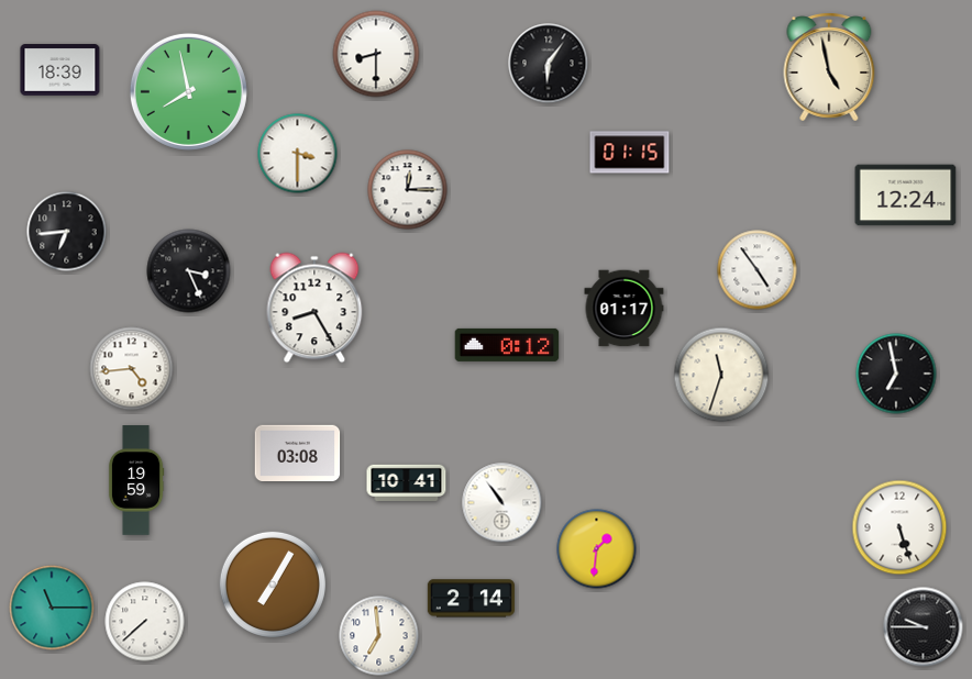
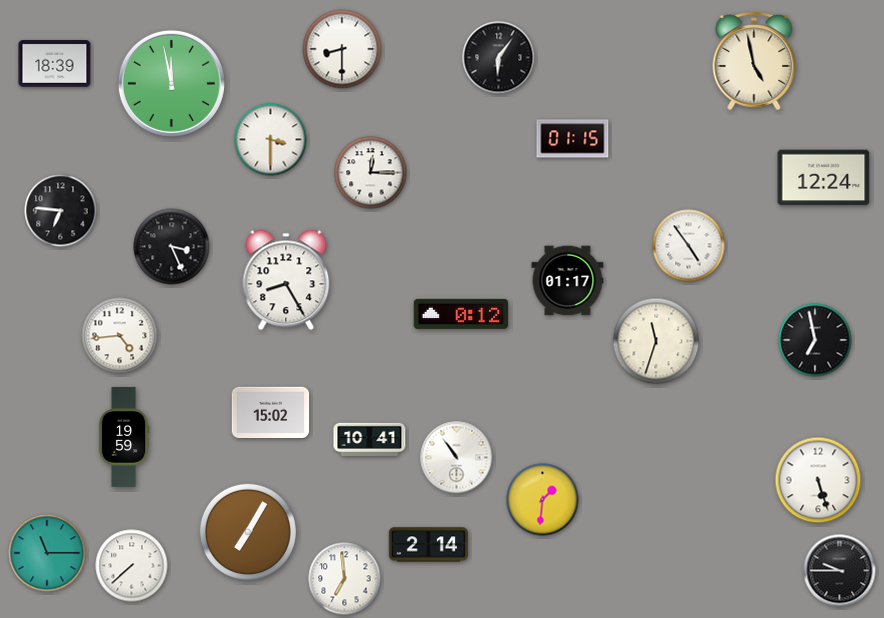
clock at (188, 91): 7:58 -> 11:58
clock at (67, 232): 6:44 -> 6:46
clock at (298, 454): 03:08 -> 15:02
